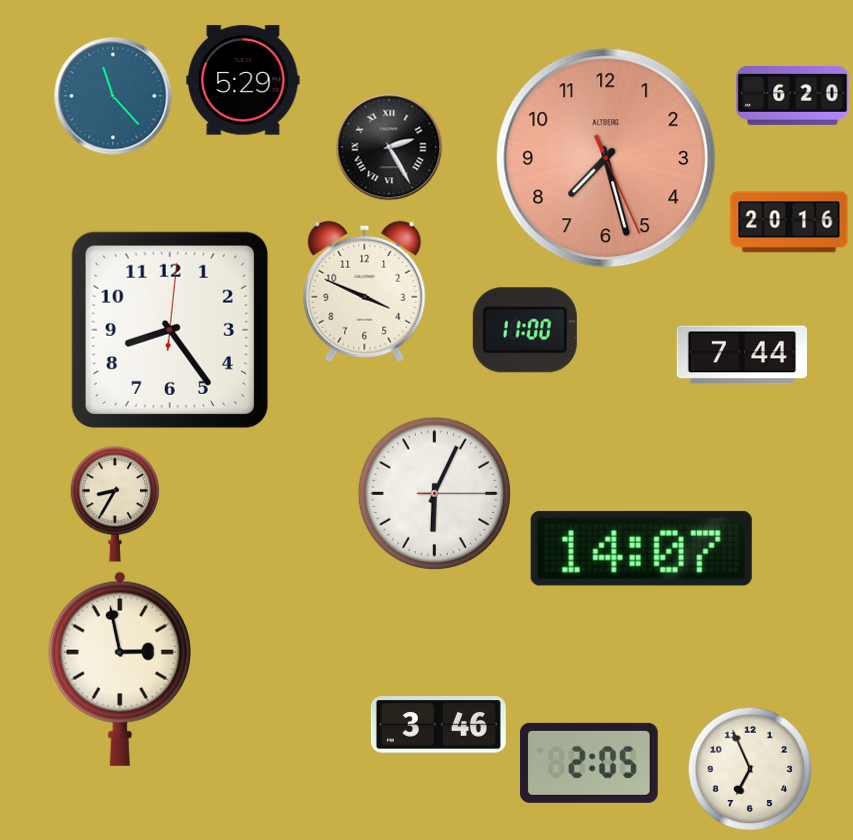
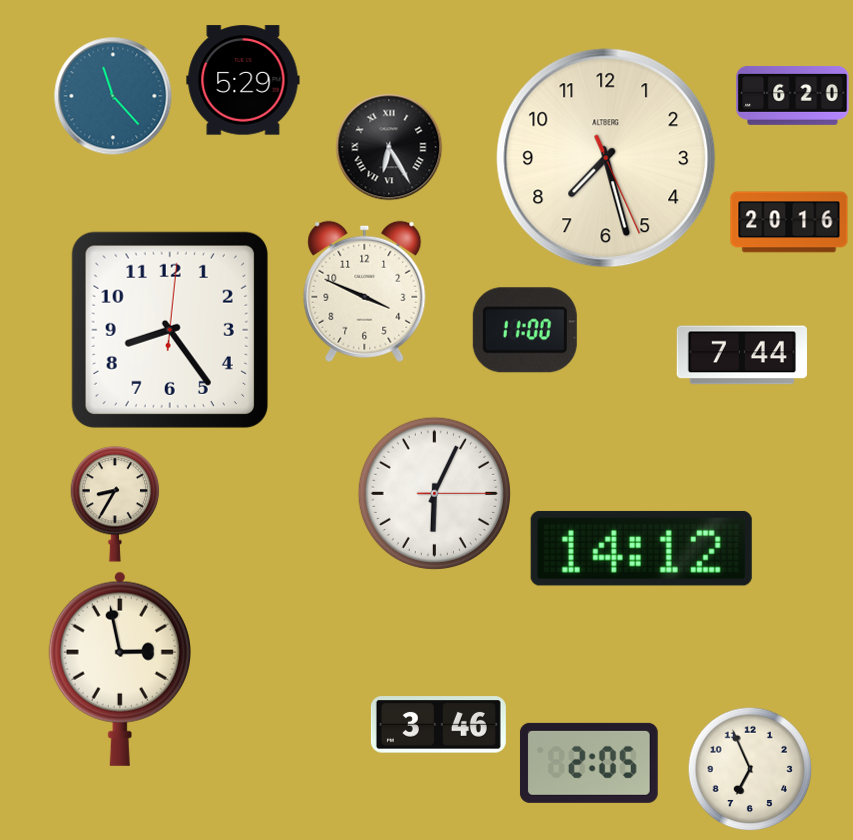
clock at (389, 147): 2:25 -> 6:25
clock at (606, 158) dial: salmon -> cream
clock at (641, 548): 14:07 -> 14:12
